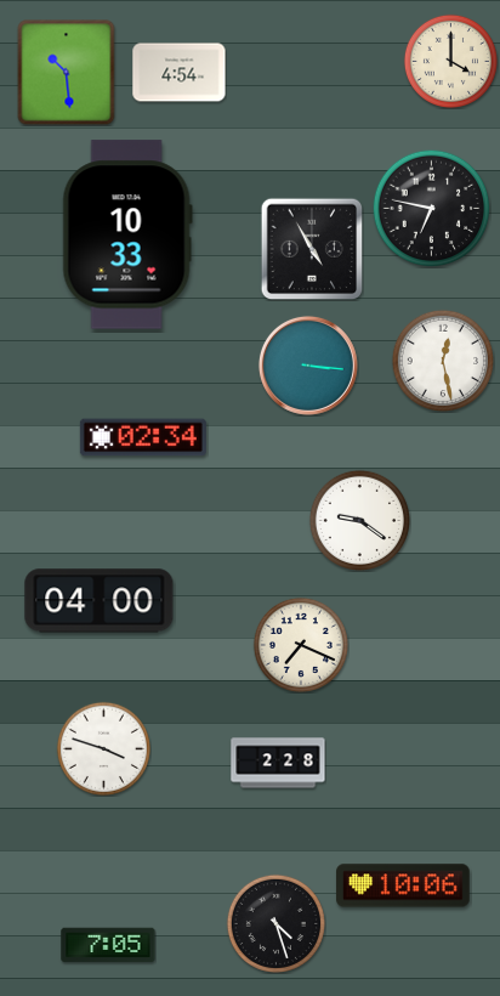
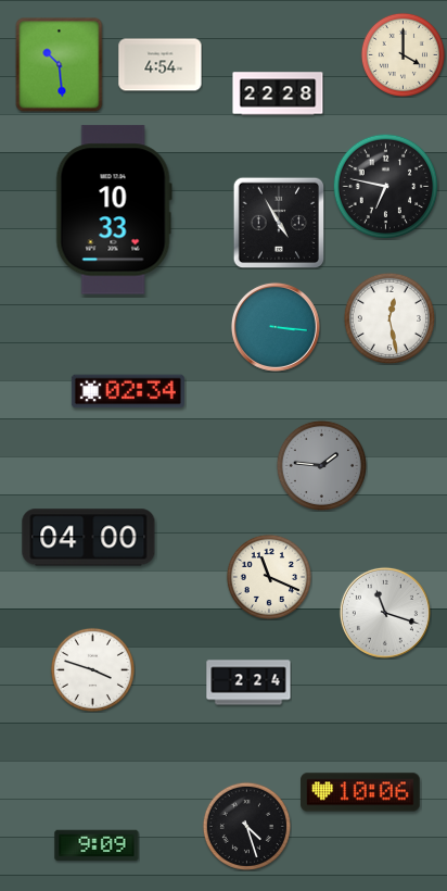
clock at (278, 93): none -> 22:28
clock at (442, 360) position: (442, 360) -> (388, 317)
clock at (359, 520): 9:21 -> 1:46
clock at (359, 520) dial: white -> grey
clock at (301, 645): 7:19 -> 11:19
clock at (385, 613): none -> 11:18
clock at (278, 763): 2:28 -> 2:24
clock at (108, 945): 7:05 -> 9:09
